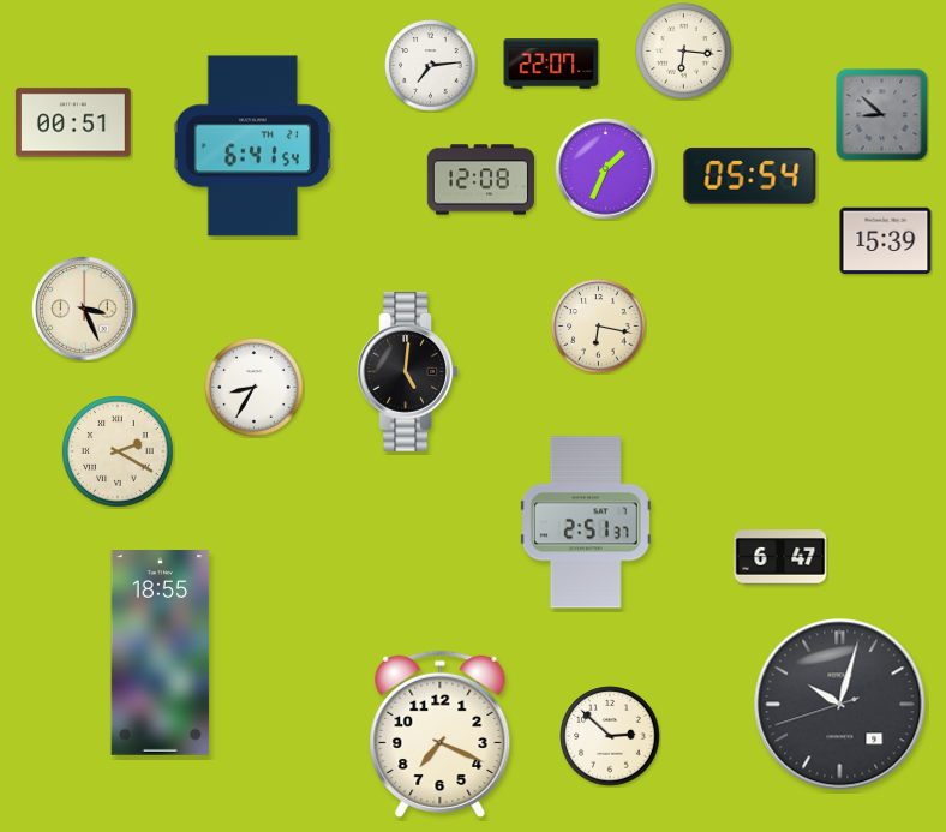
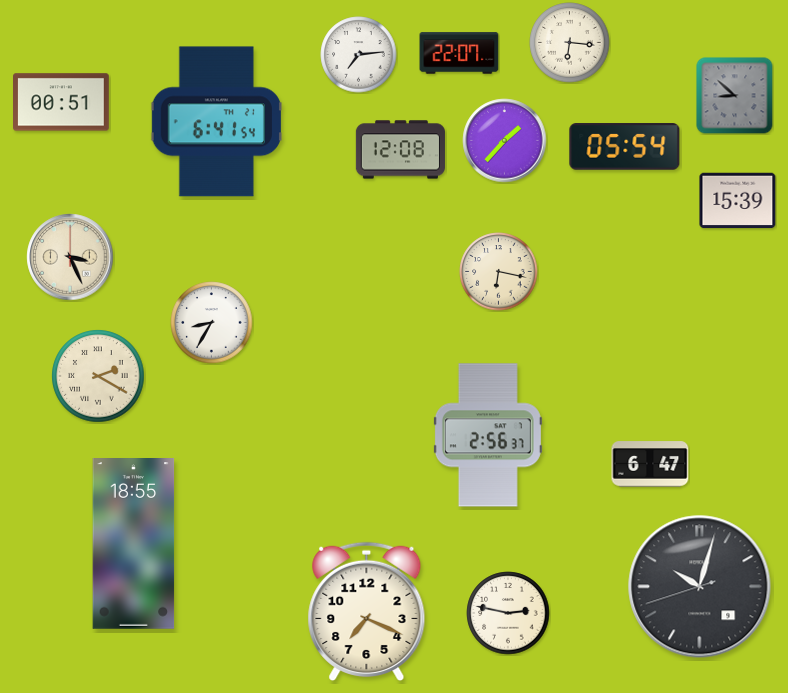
clock at (252, 146) position: (252, 146) -> (216, 122)
clock at (606, 169): 1:34 -> 1:37
clock at (408, 372): 5:01 -> none
clock at (586, 522): 2:51 -> 2:56
clock at (610, 736): 2:52 -> 2:47
